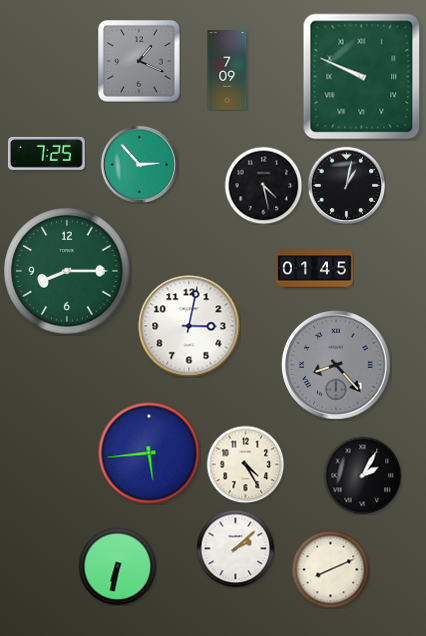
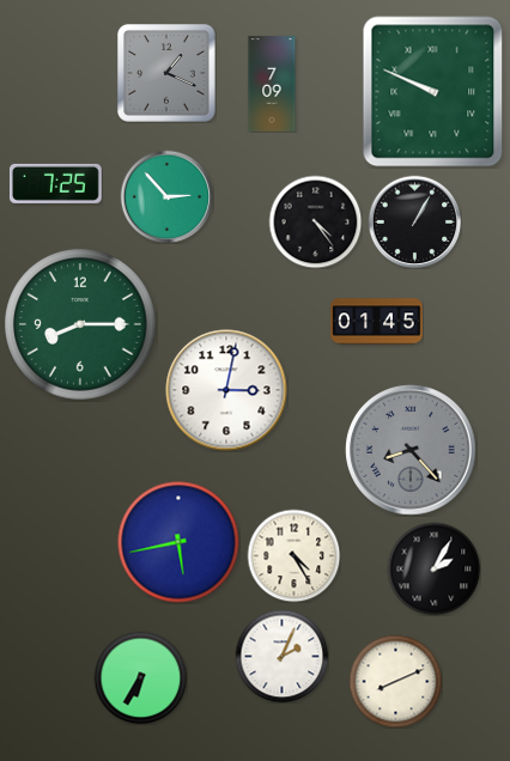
clock at (263, 185): 4:28 -> 4:24
clock at (346, 185): 1:02 -> 1:05
clock at (336, 365) position: (336, 365) -> (411, 450)
clock at (149, 453): 5:44 -> 5:43
clock at (235, 548): 2:08 -> 2:04
clock at (117, 566): 6:32 -> 6:35
